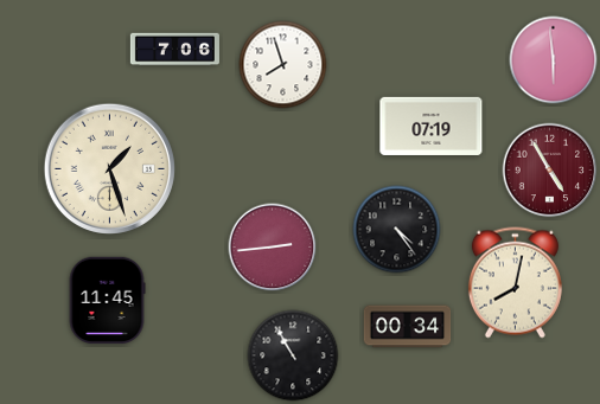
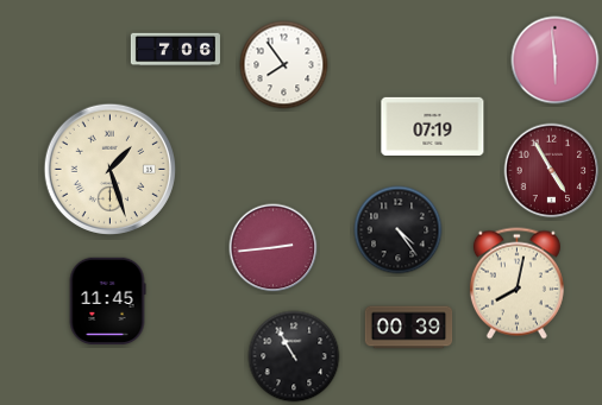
clock at (283, 65): 7:57 -> 7:54
clock at (408, 327): 00:34 -> 00:39
